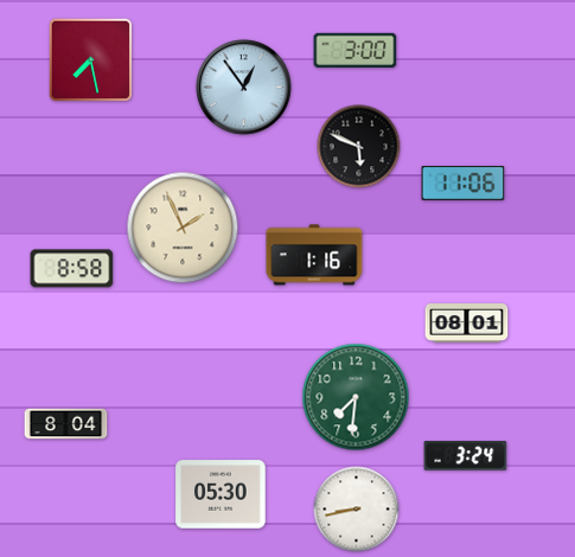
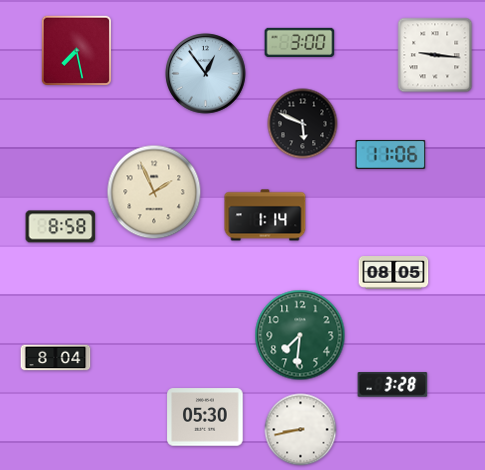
clock at (435, 55): none -> 9:16
clock at (314, 255): 1:16 -> 1:14
clock at (467, 324): 08:01 -> 08:05
clock at (466, 456): 3:24 -> 3:28
clock at (221, 494) position: (221, 494) -> (205, 417)
